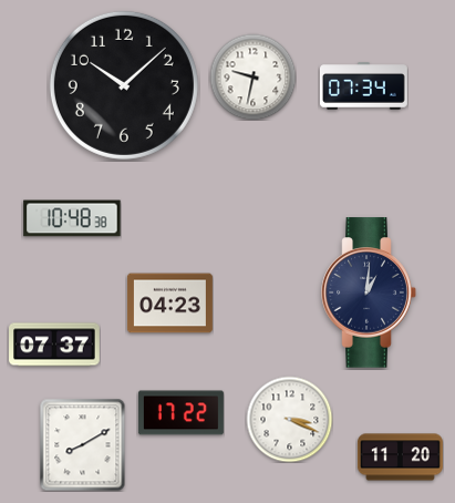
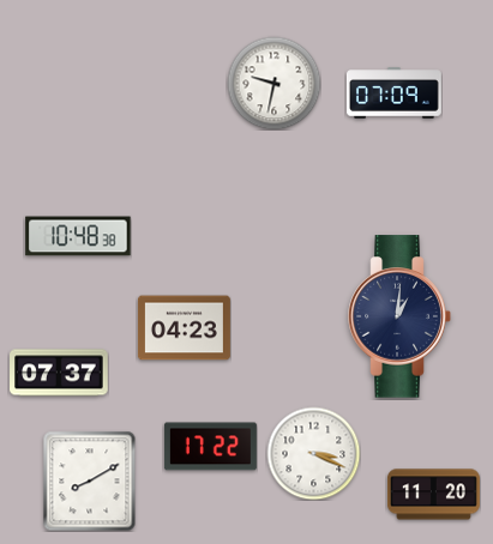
clock at (124, 85): 10:08 -> none
clock at (364, 86): 07:34 -> 07:09
clock at (180, 413) position: (180, 413) -> (210, 447)
